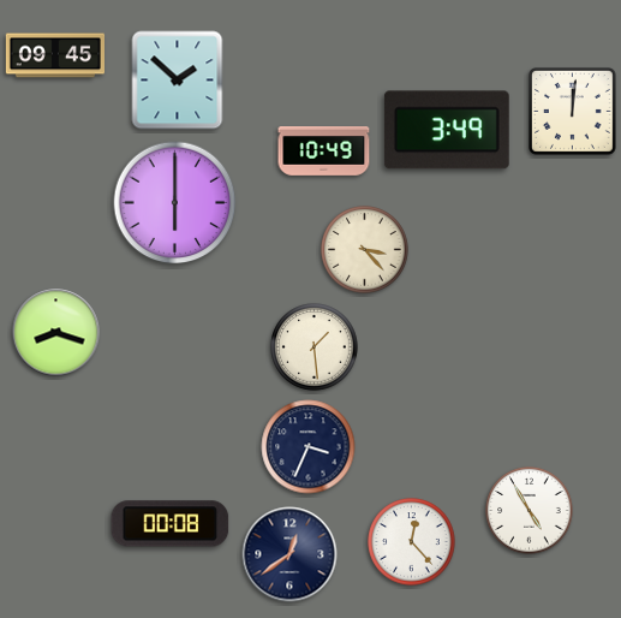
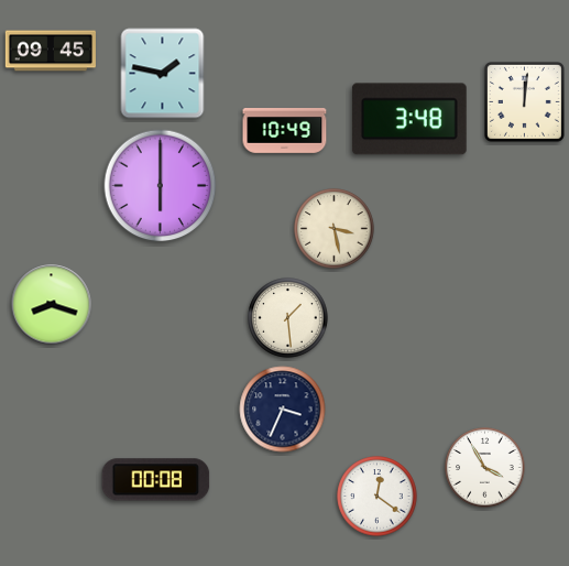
clock at (178, 81): 1:52 -> 1:47
clock at (447, 130): 3:49 -> 3:48
clock at (324, 151) position: (324, 151) -> (285, 131)
clock at (365, 250): 3:23 -> 3:28
clock at (530, 511): 4:55 -> 3:55
clock at (412, 542): 12:23 -> 12:21
clock at (289, 554): 12:39 -> none
